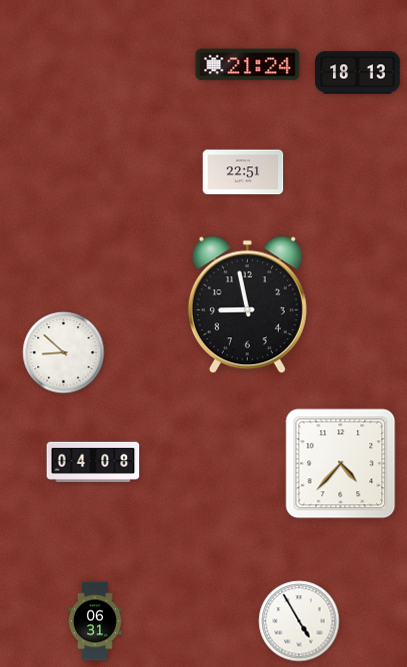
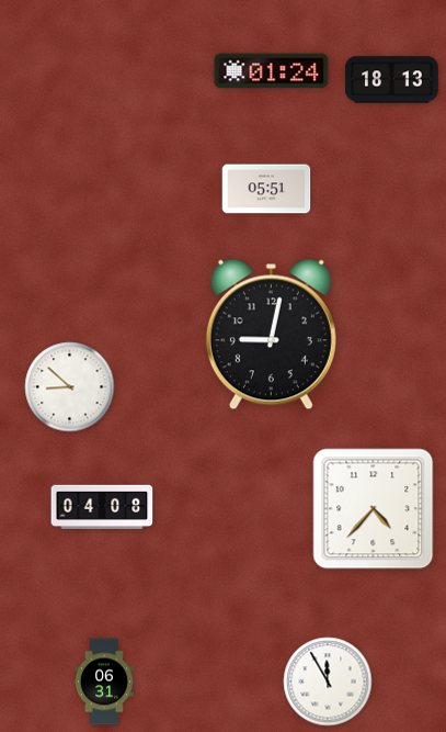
clock at (248, 65): 21:24 -> 01:24
clock at (243, 172): 22:51 -> 05:51
clock at (247, 305): 8:58 -> 9:02
clock at (299, 621): 4:55 -> 11:55
